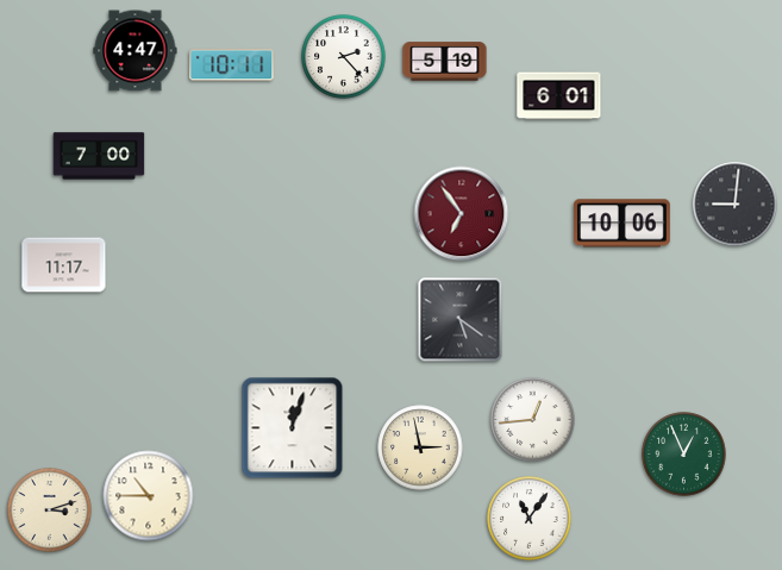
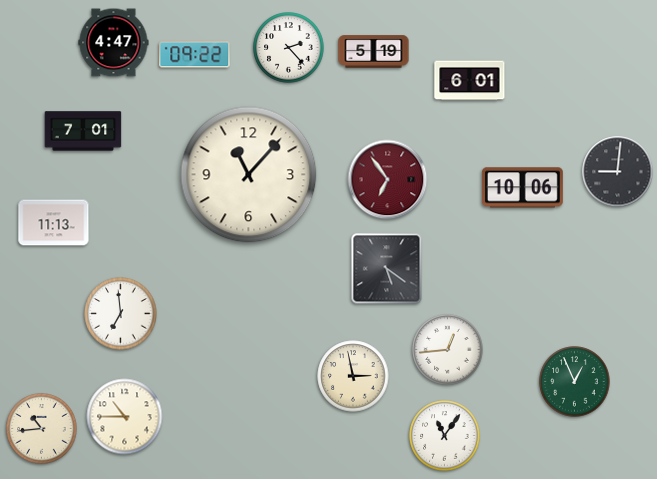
clock at (232, 65): 10:11 -> 09:22
clock at (99, 156): 7:00 -> 7:01
clock at (249, 175): none -> 11:07
clock at (64, 265): 11:17 -> 11:13
clock at (121, 314): none -> 6:59
clock at (533, 420) position: (533, 420) -> (448, 350)
clock at (293, 428): 12:03 -> none
clock at (50, 511): 3:12 -> 10:44
